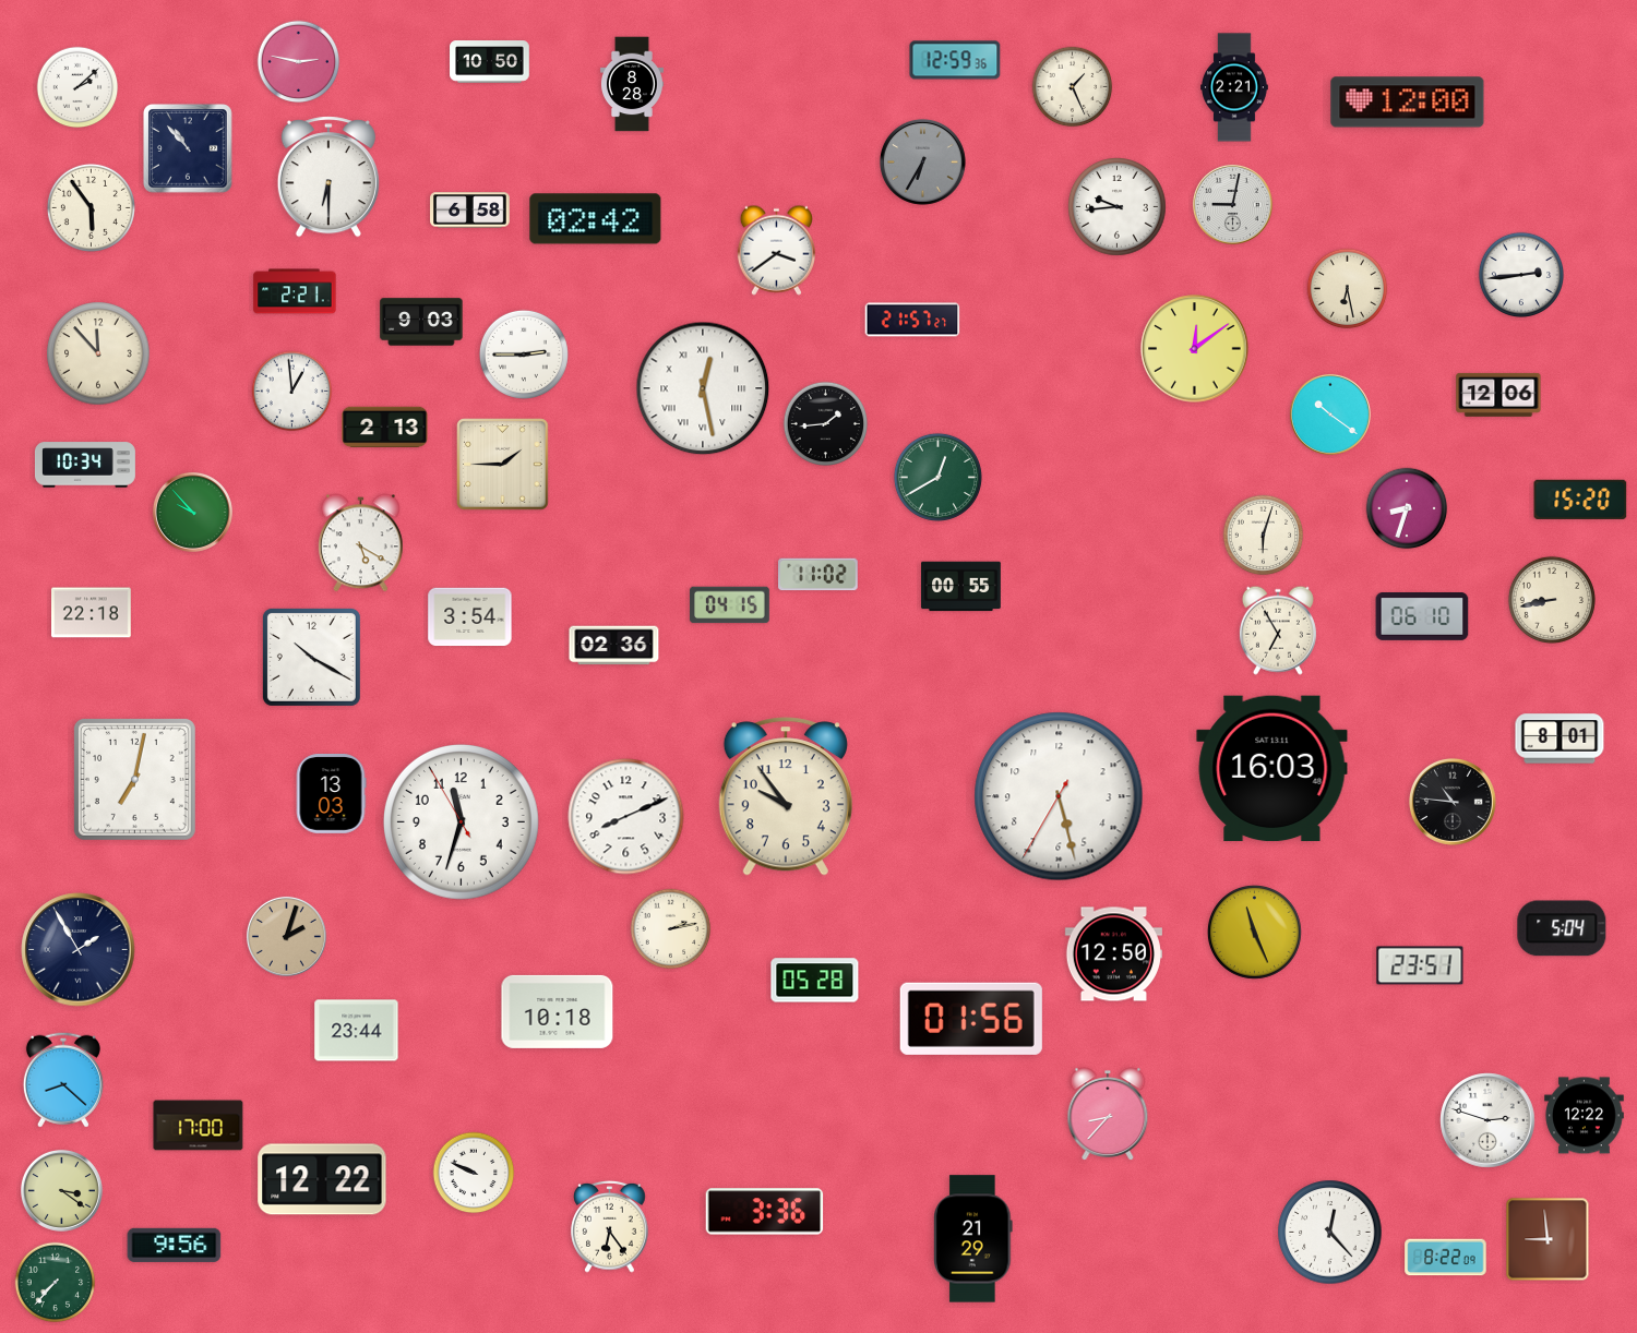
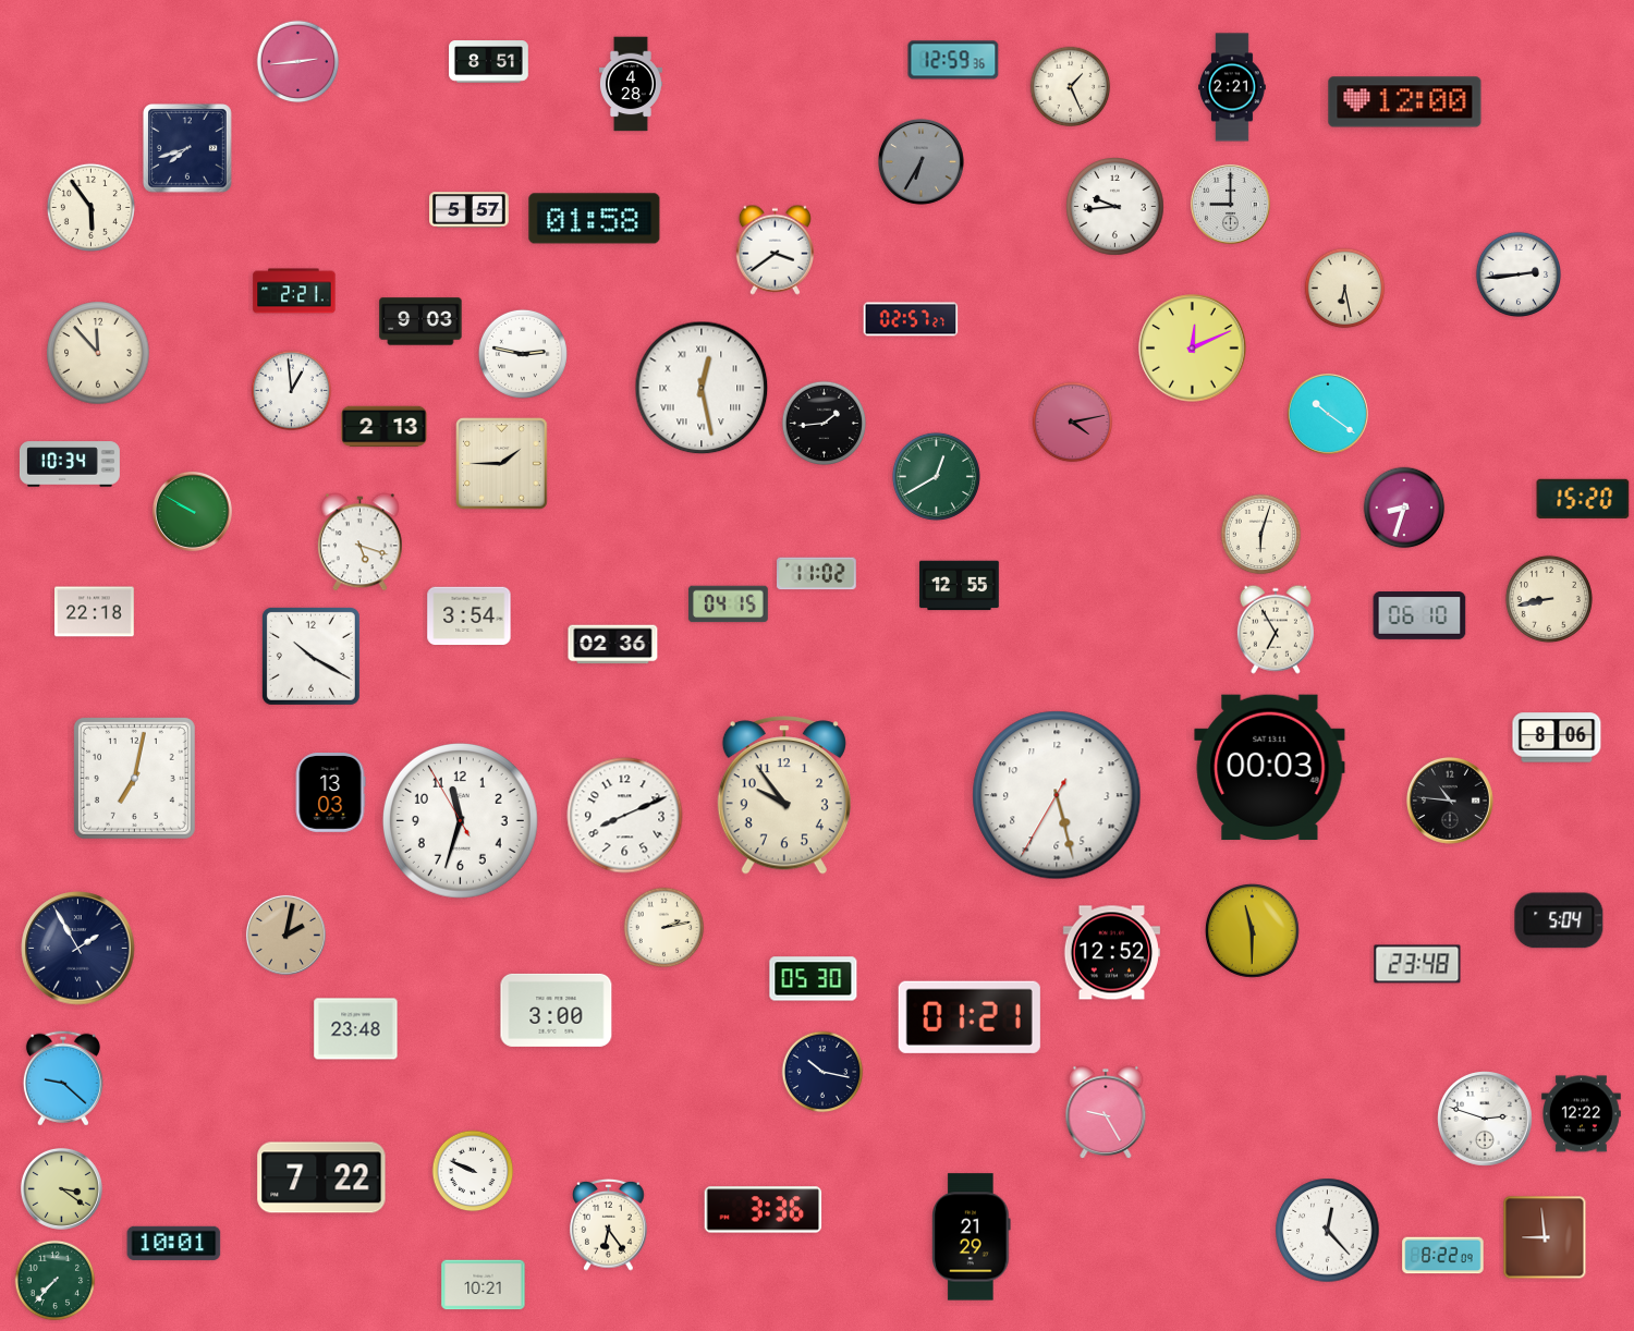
clock at (299, 62): 2:47 -> 2:44
clock at (490, 62): 10:50 -> 8:51
clock at (632, 84): 8:28 -> 4:28
clock at (77, 87): 2:08 -> none
clock at (189, 149): 10:53 -> 7:42
clock at (328, 177): 6:30 -> none
clock at (1232, 204): 9:02 -> 9:00
clock at (470, 211): 6:58 -> 5:57
clock at (596, 219): 02:42 -> 01:58
clock at (912, 320): 21:57 -> 02:57
clock at (1195, 349): 12:09 -> 12:11
clock at (524, 355): 2:45 -> 2:47
clock at (1498, 395): 12:06 -> none
clock at (1073, 423): none -> 4:13
clock at (85, 465) position: (85, 465) -> (70, 464)
clock at (1580, 500) position: (1580, 500) -> (1583, 499)
clock at (192, 512): 9:53 -> 9:50
clock at (360, 543): 5:20 -> 5:18
clock at (961, 587): 00:55 -> 12:55
clock at (92, 613) position: (92, 613) -> (95, 612)
clock at (1560, 738): 8:01 -> 8:06
clock at (1272, 769): 16:03 -> 00:03
clock at (1562, 928) position: (1562, 928) -> (1559, 920)
clock at (671, 929) position: (671, 929) -> (664, 928)
clock at (1255, 933): 11:26 -> 11:30
clock at (286, 936): 2:03 -> 2:02
clock at (1113, 954): 12:50 -> 12:52
clock at (1420, 965): 23:51 -> 23:48
clock at (815, 981): 05:28 -> 05:30
clock at (558, 1011): 10:18 -> 3:00
clock at (971, 1019): 01:56 -> 01:21
clock at (357, 1031): 23:44 -> 23:48
clock at (822, 1072): none -> 10:17
clock at (63, 1080): 8:22 -> 9:22
clock at (1108, 1114): 8:37 -> 9:25
clock at (199, 1126): 17:00 -> none
clock at (322, 1179): 12:22 -> 7:22
clock at (175, 1245): 9:56 -> 10:01
clock at (484, 1285): none -> 10:21
